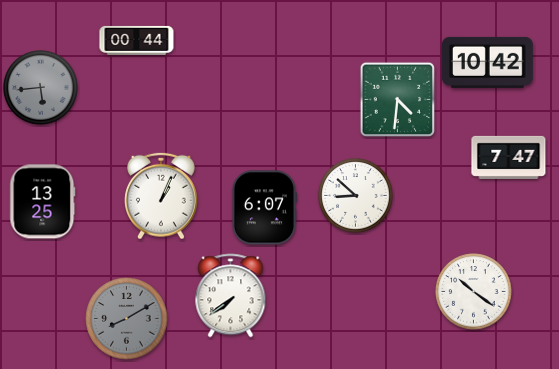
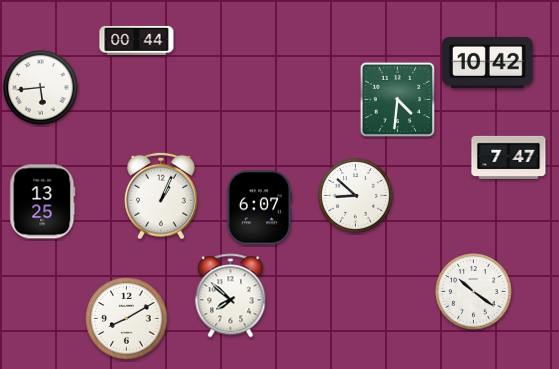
clock at (41, 88) dial: grey -> white
clock at (264, 208) position: (264, 208) -> (259, 208)
clock at (231, 296): 7:39 -> 7:52
clock at (127, 319) dial: grey -> white
